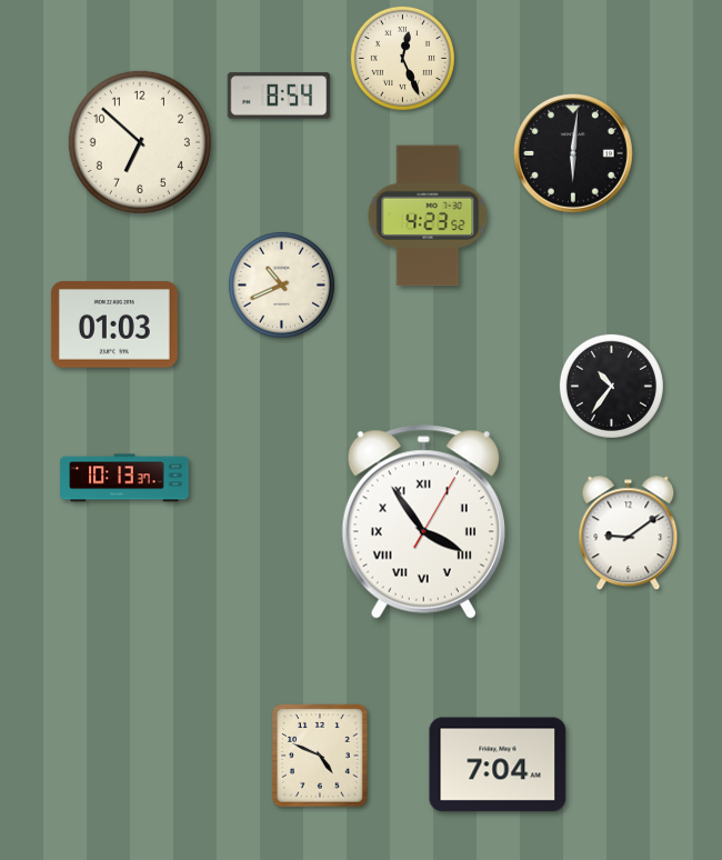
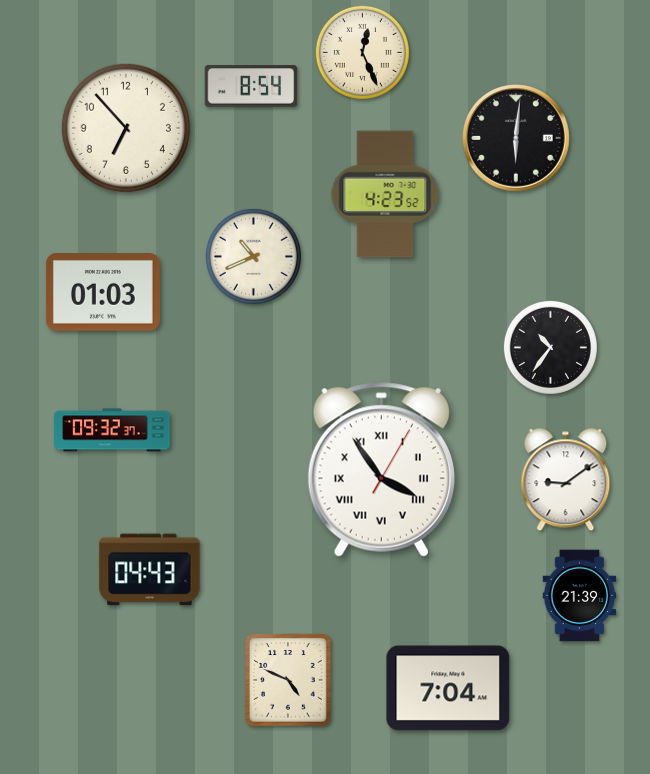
clock at (140, 142): 6:52 -> 6:53
clock at (124, 478): 10:13 -> 09:32
clock at (150, 570): none -> 04:43
clock at (580, 596): none -> 21:39
